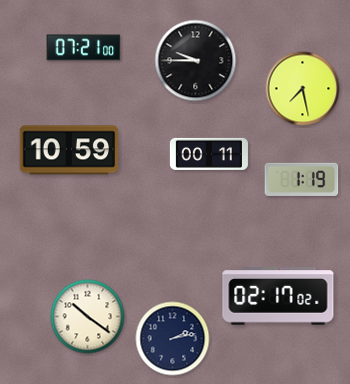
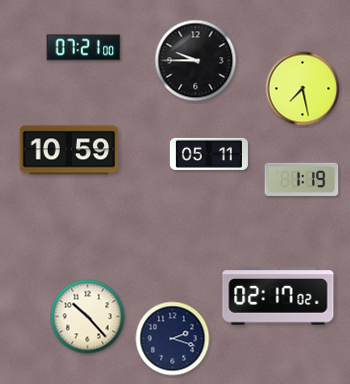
clock at (209, 154): 00:11 -> 05:11
clock at (88, 317): 10:21 -> 10:23
clock at (173, 339): 2:13 -> 2:18
